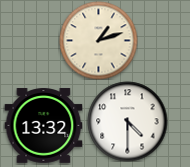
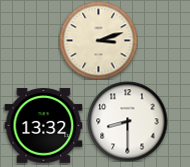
clock at (98, 40): 1:12 -> 3:12
clock at (127, 121): 4:30 -> 8:30
